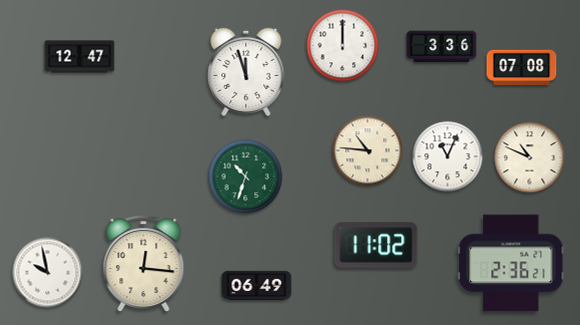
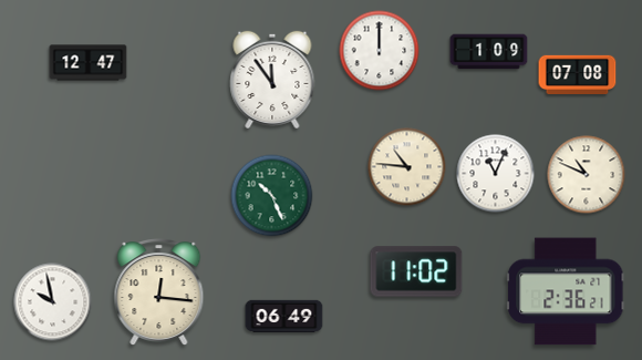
clock at (442, 47): 3:36 -> 1:09
clock at (246, 72): 11:57 -> 11:54
clock at (246, 177): 10:33 -> 10:26
